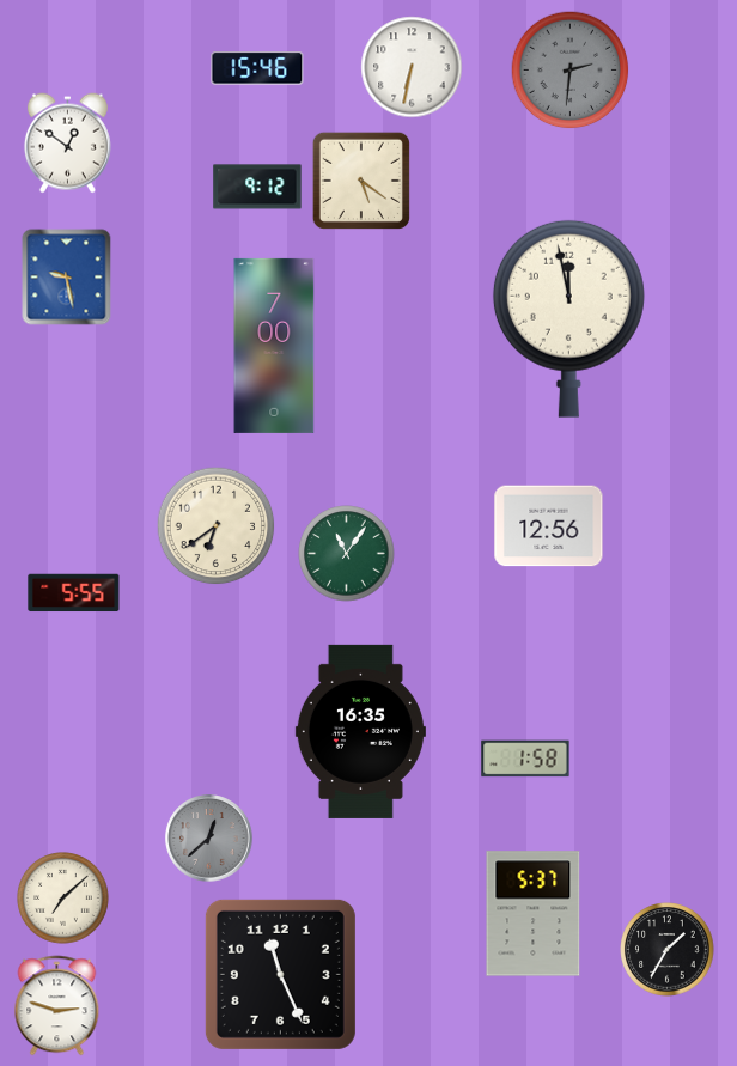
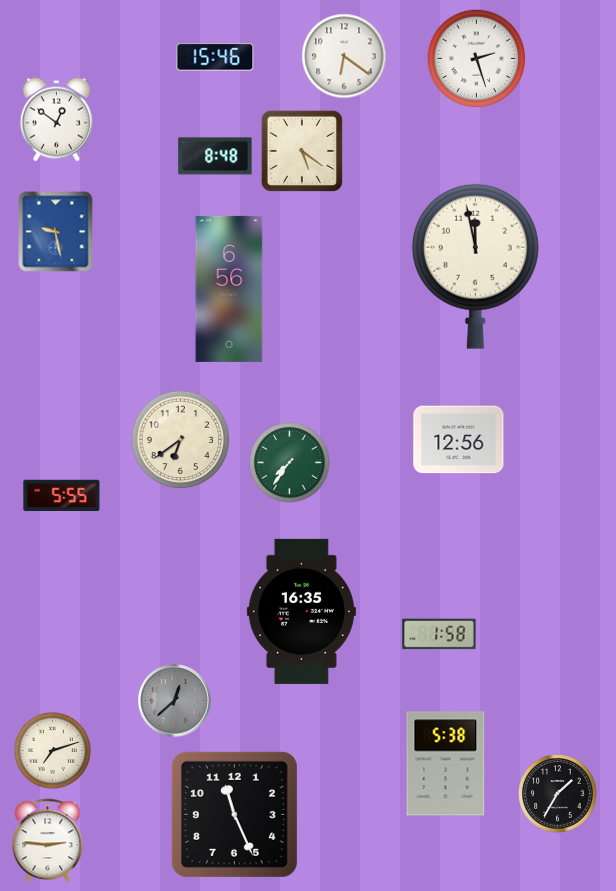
clock at (412, 67): 6:32 -> 6:21
clock at (571, 71): 2:31 -> 2:27
clock at (571, 71) dial: grey -> white
clock at (257, 187): 9:12 -> 8:48
clock at (274, 346): 7:00 -> 6:56
clock at (347, 554): 11:06 -> 7:36
clock at (63, 899): 7:08 -> 7:12
clock at (534, 914): 5:37 -> 5:38
clock at (57, 1006): 2:48 -> 2:46
